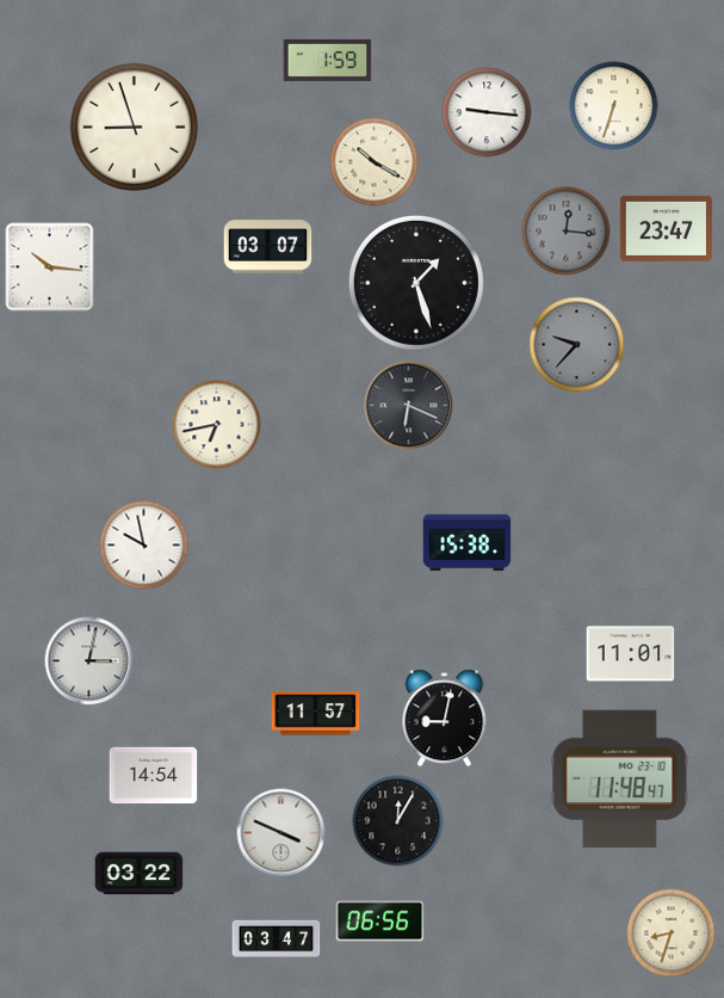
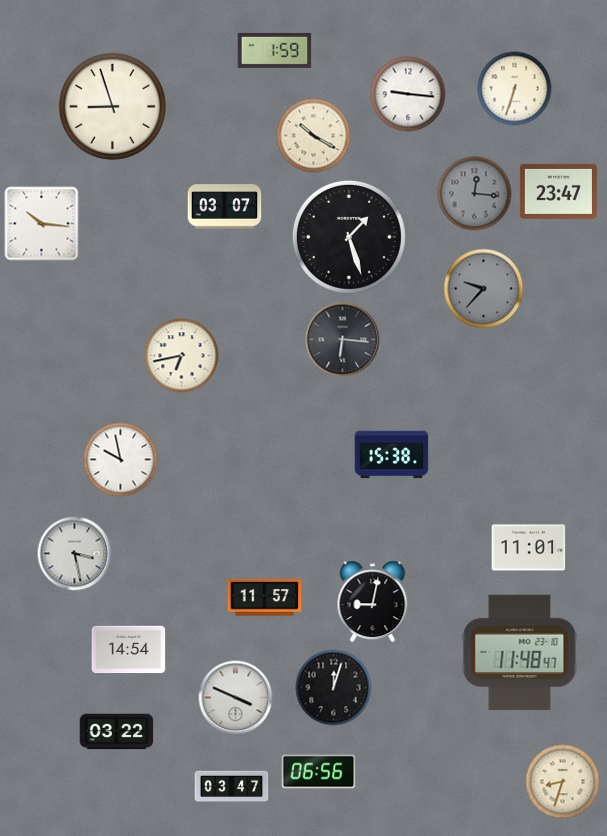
clock at (409, 406): 6:19 -> 6:16
clock at (144, 546) position: (144, 546) -> (121, 460)
clock at (89, 661): 3:02 -> 3:28
clock at (398, 821): 12:05 -> 12:03
